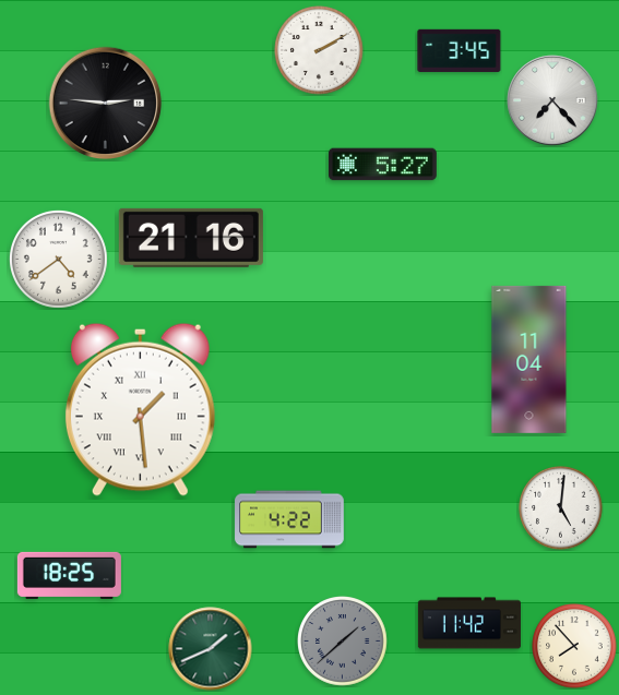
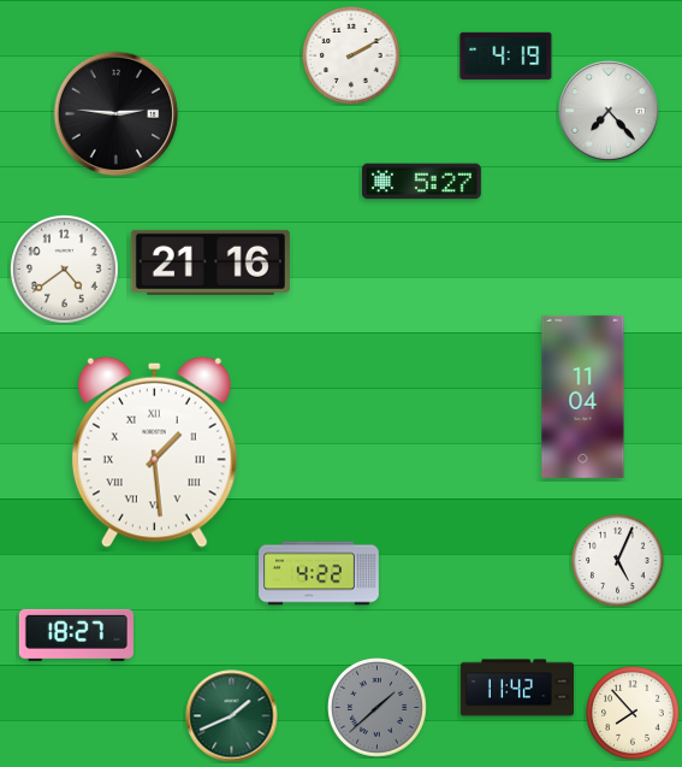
clock at (460, 50): 3:45 -> 4:19
clock at (58, 259) position: (58, 259) -> (64, 269)
clock at (561, 508): 5:01 -> 5:04
clock at (69, 575): 18:25 -> 18:27
